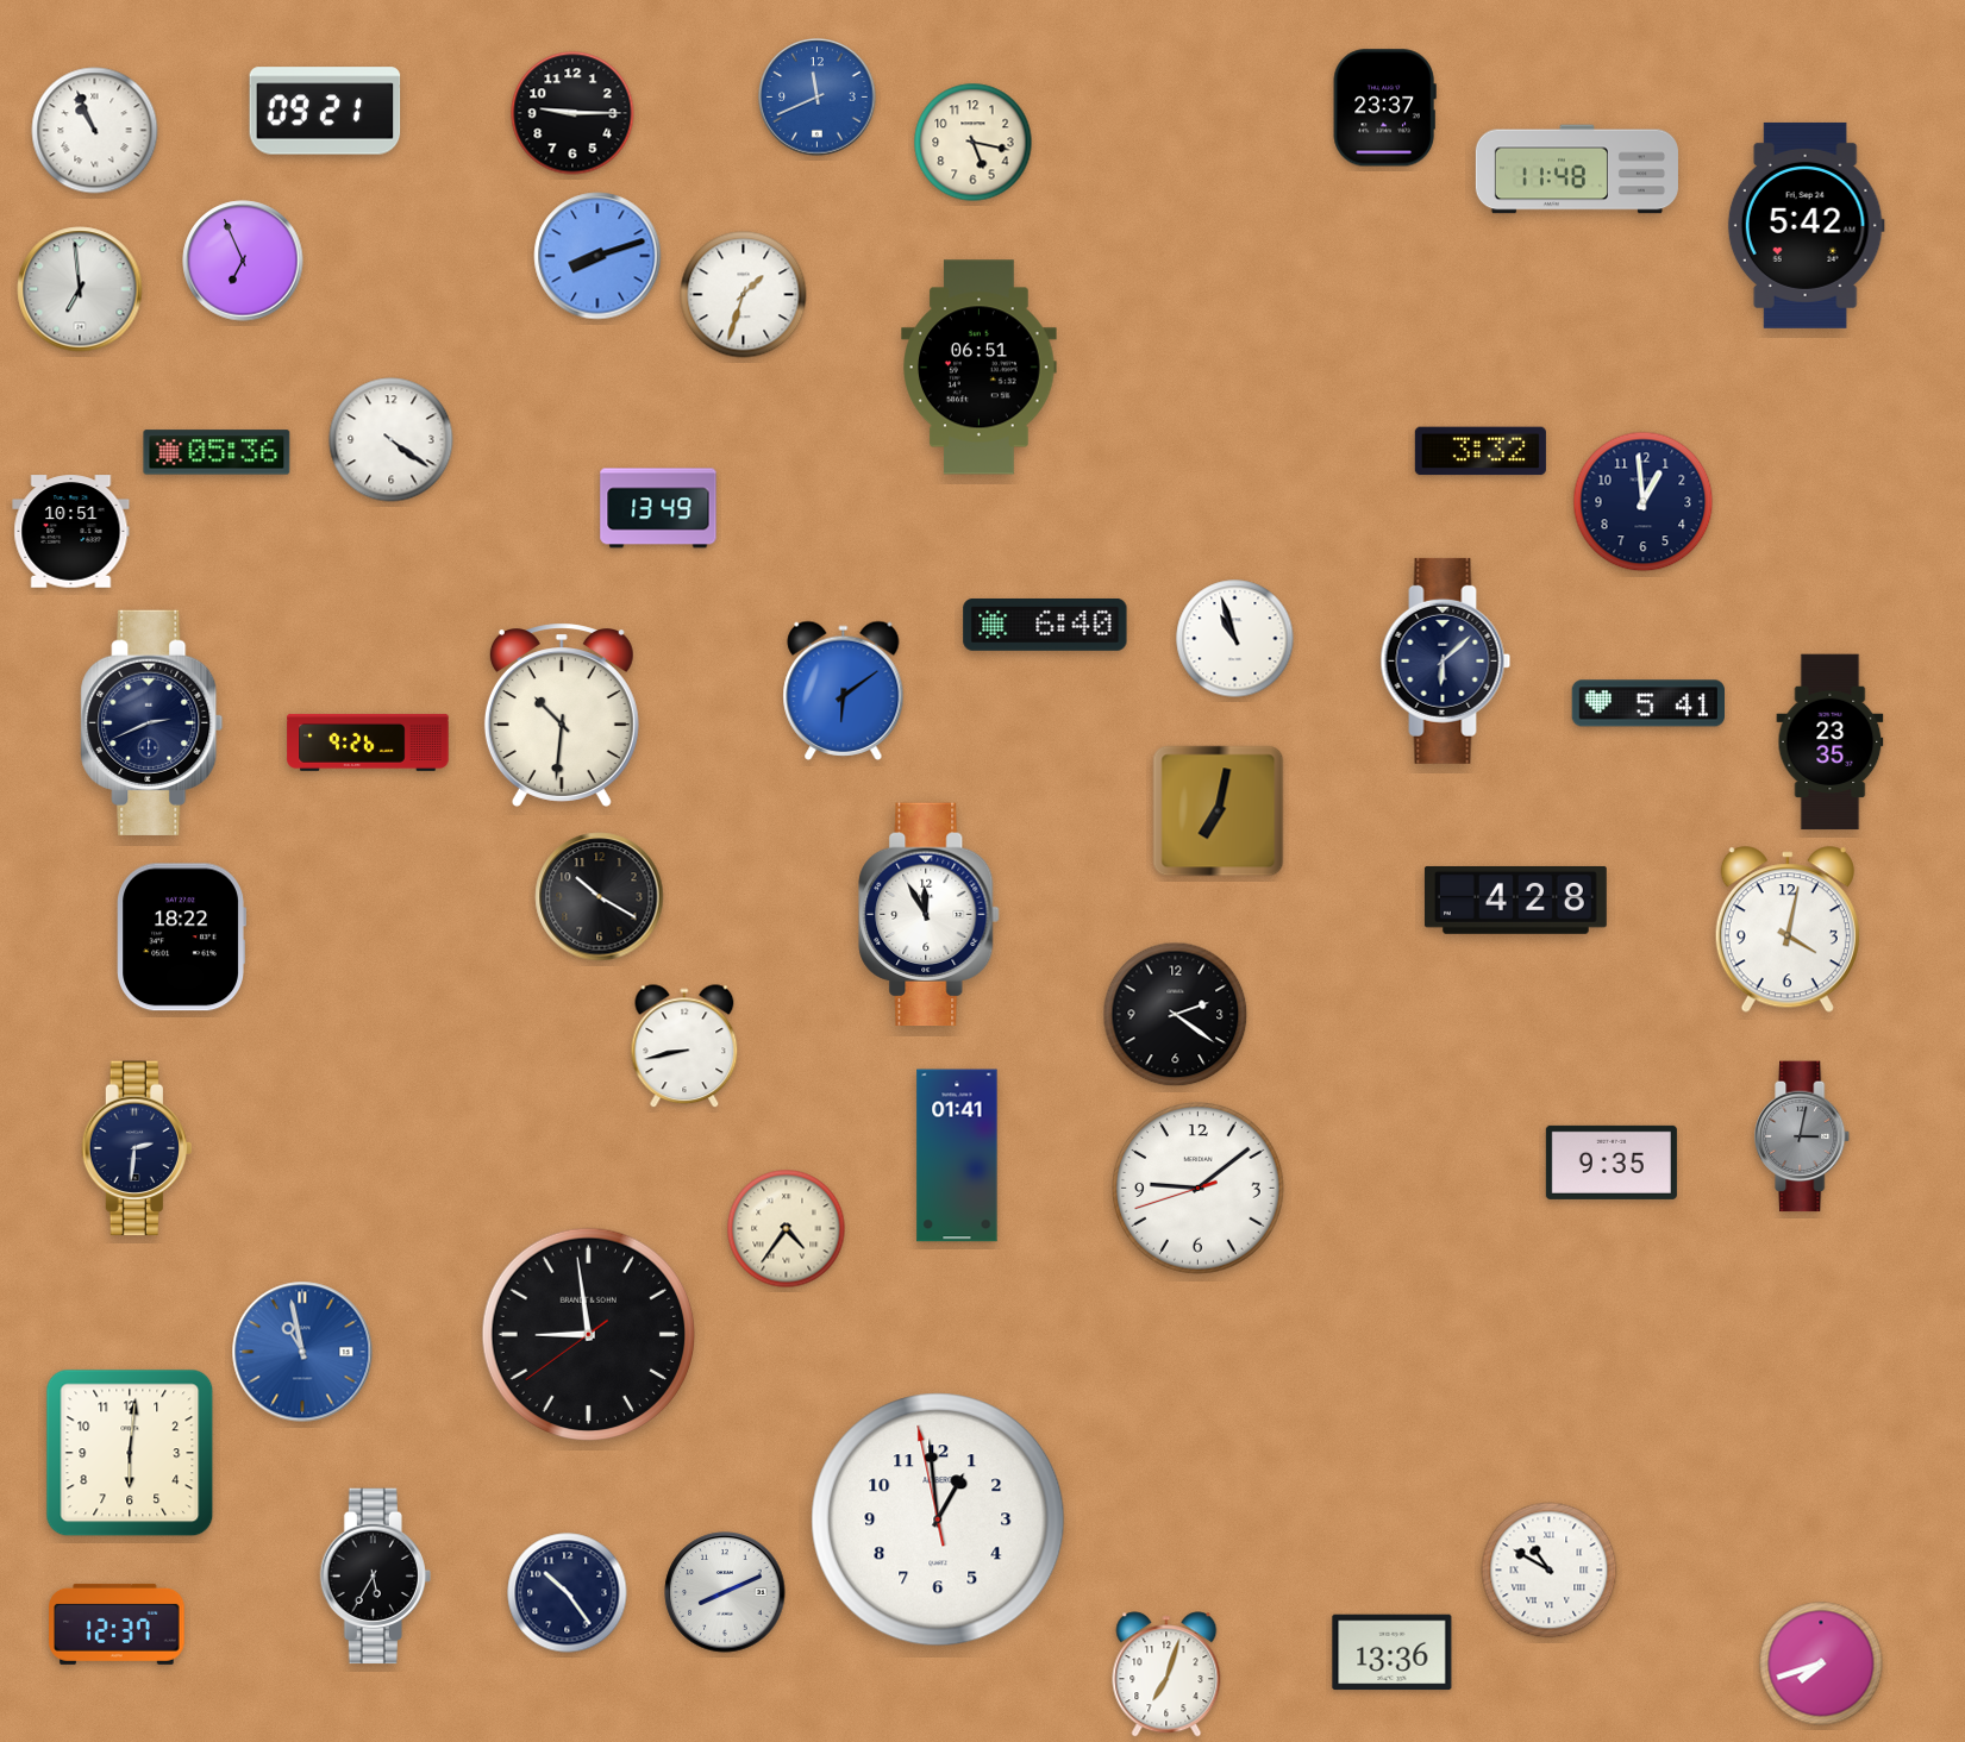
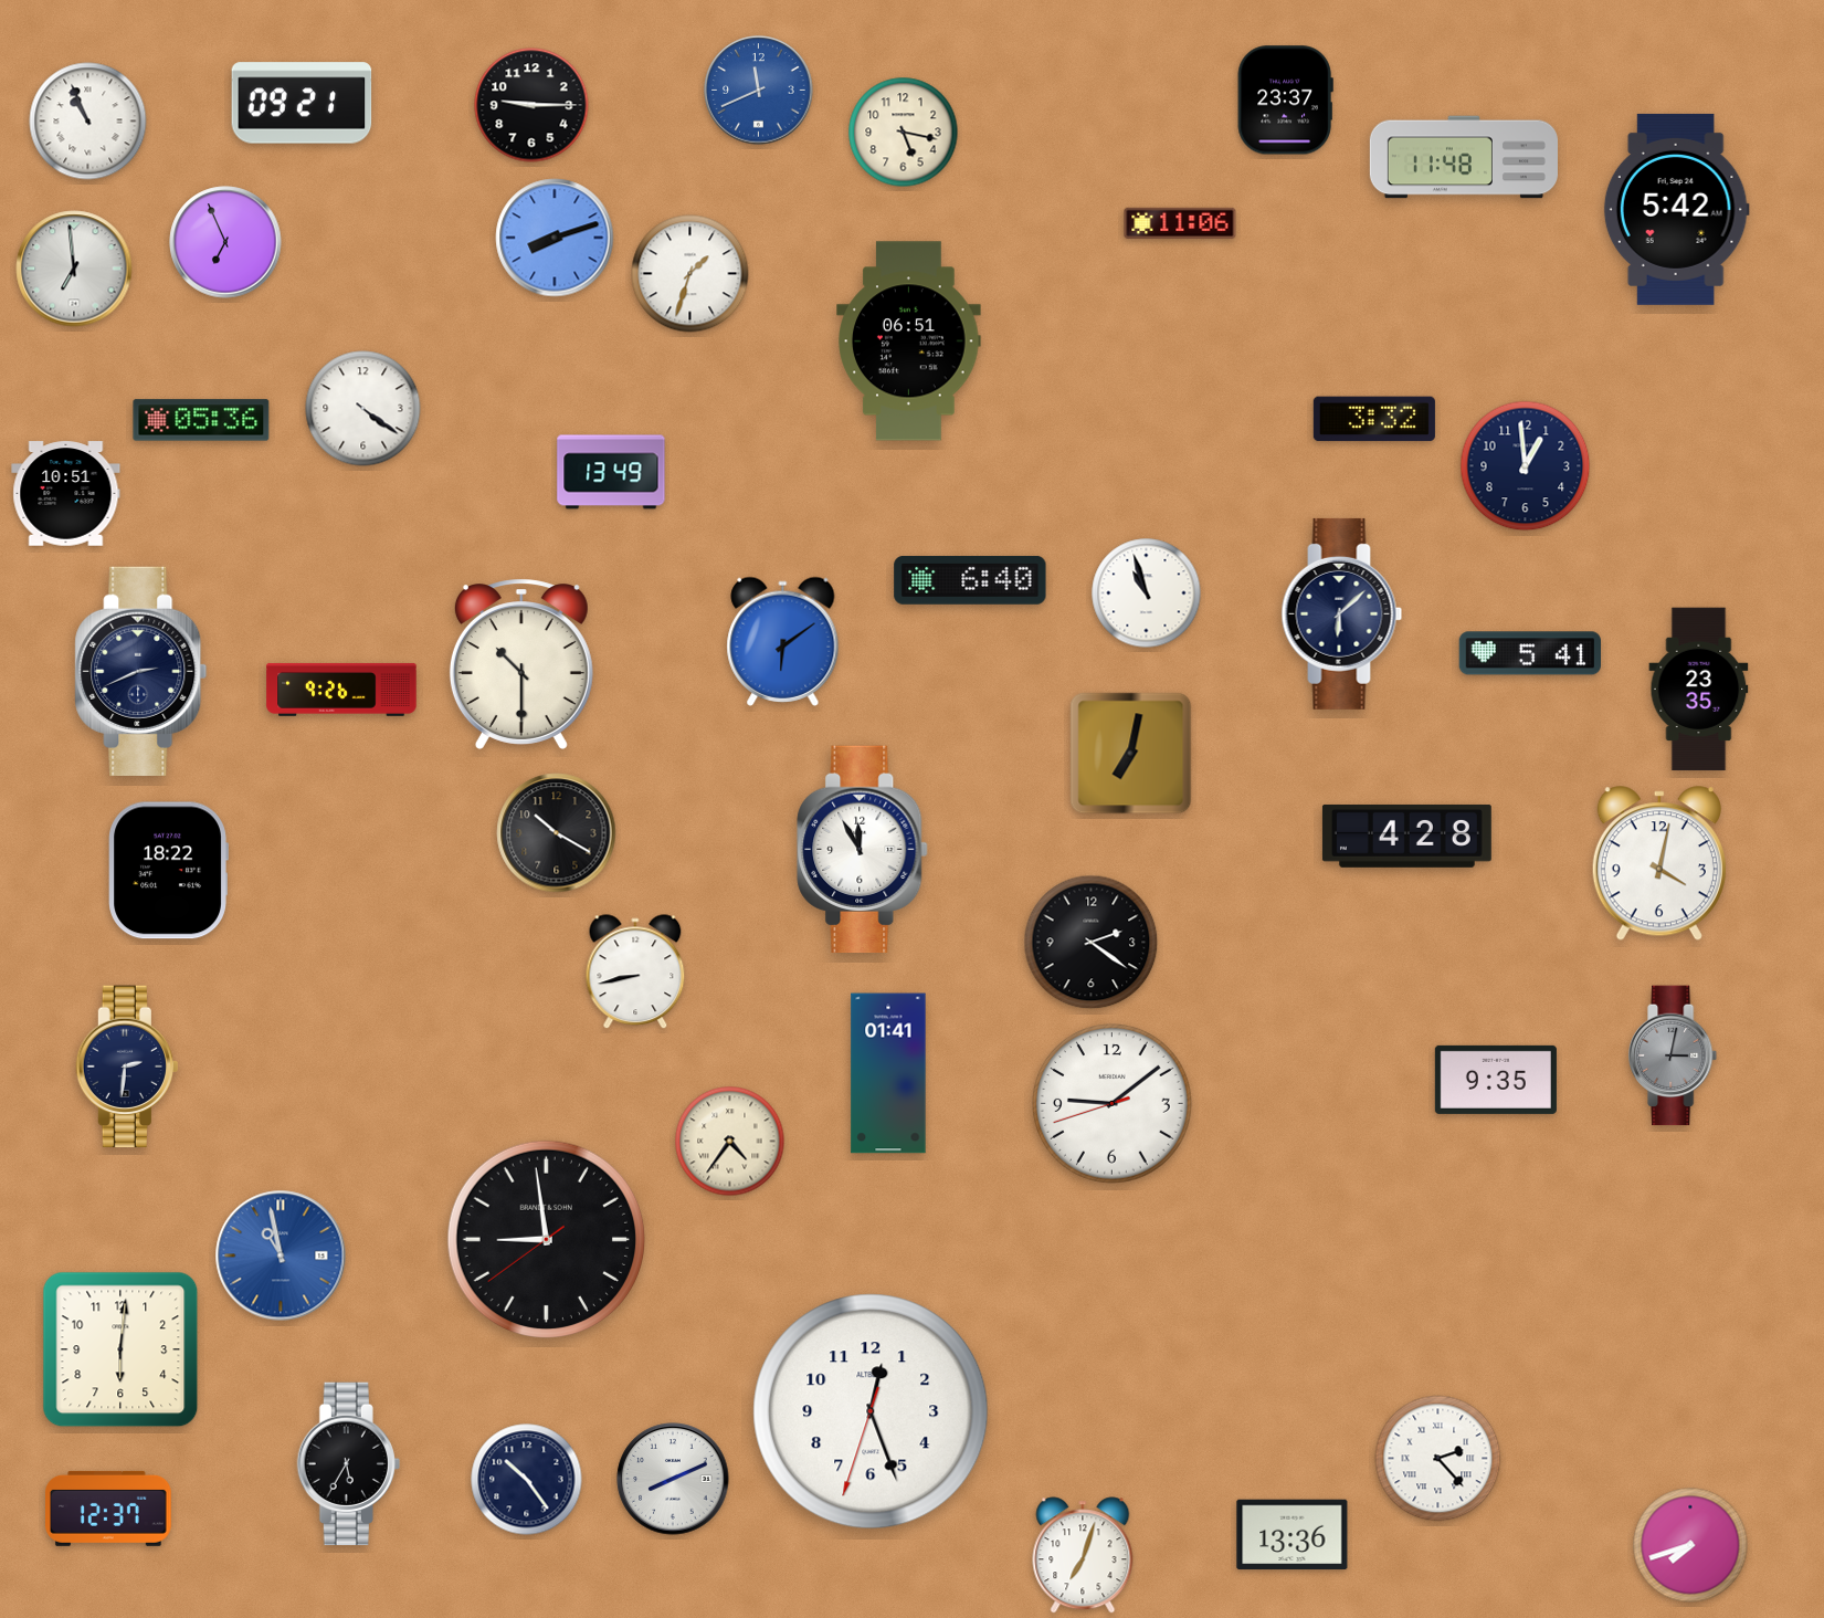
clock at (1180, 223): none -> 11:06
clock at (562, 715): 10:31 -> 10:30
clock at (938, 1519): 12:58 -> 12:26
clock at (1550, 1571): 10:50 -> 2:23
